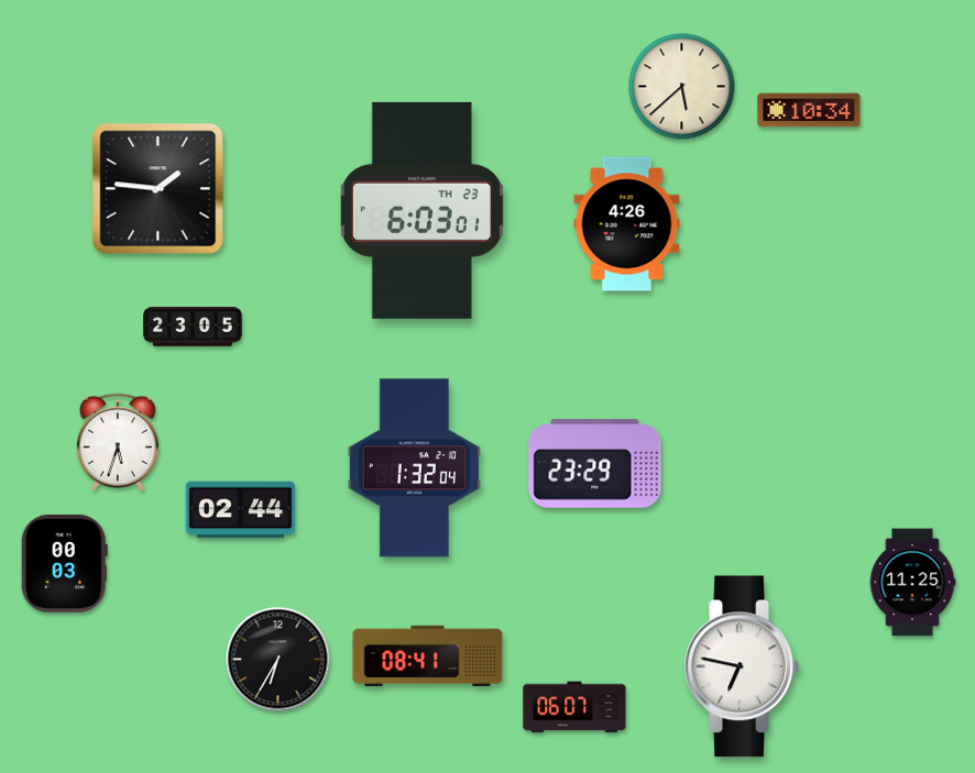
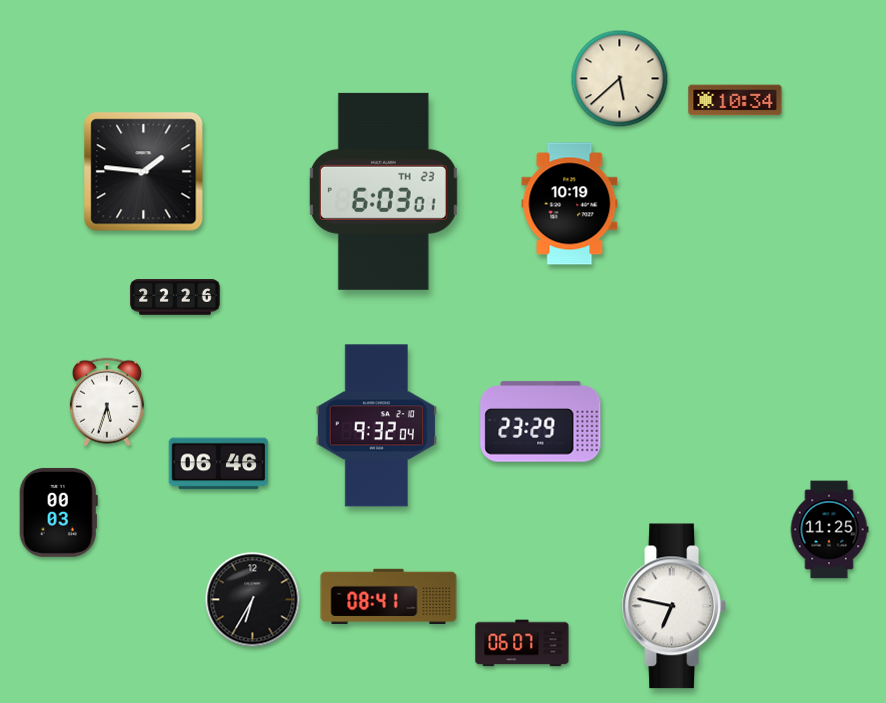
clock at (627, 224): 4:26 -> 10:19
clock at (193, 327): 23:05 -> 22:26
clock at (414, 468): 1:32 -> 9:32
clock at (241, 510): 02:44 -> 06:46
